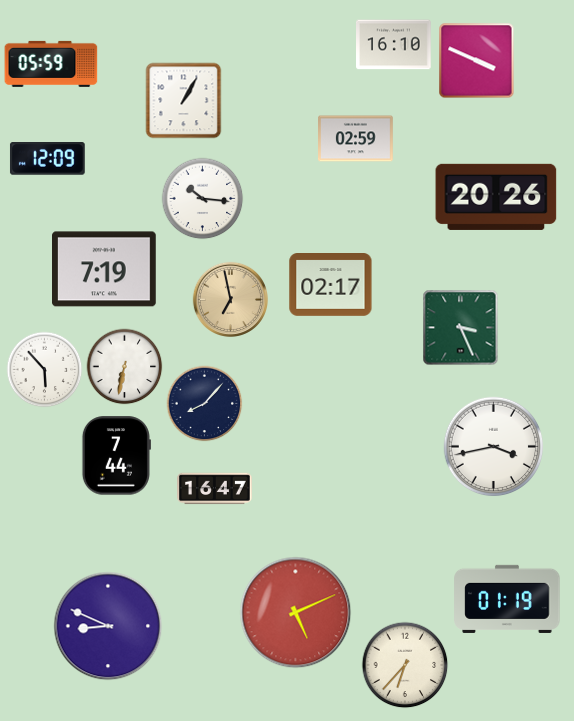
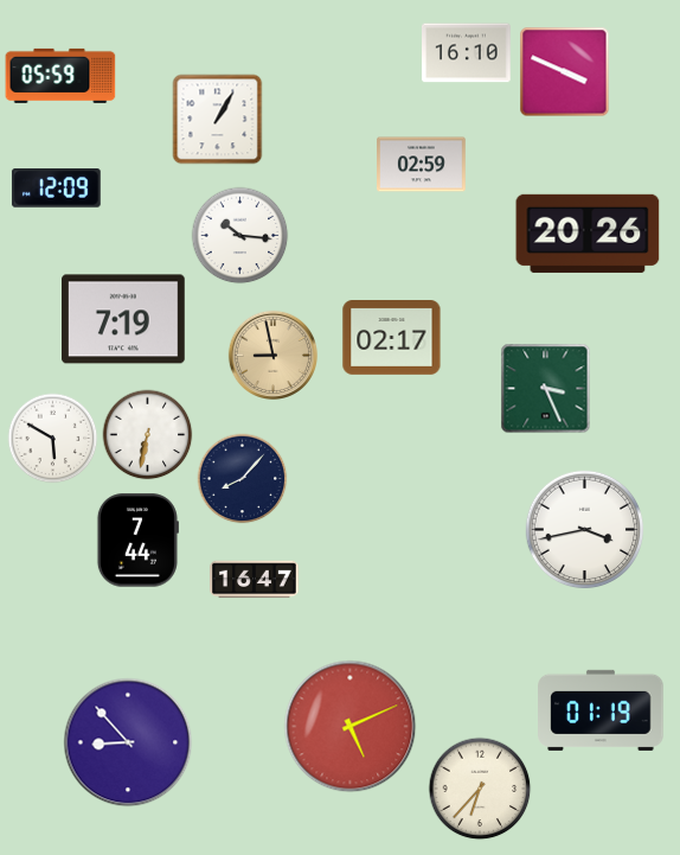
clock at (230, 299): 6:58 -> 8:58
clock at (45, 370): 5:53 -> 5:50
clock at (108, 626): 8:49 -> 8:53
